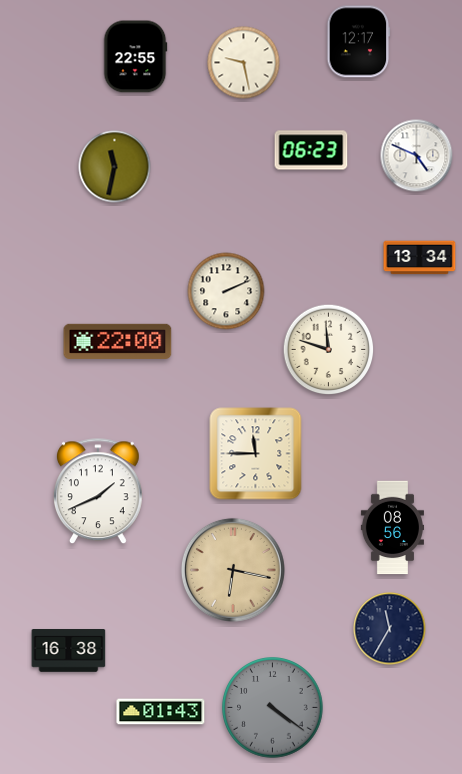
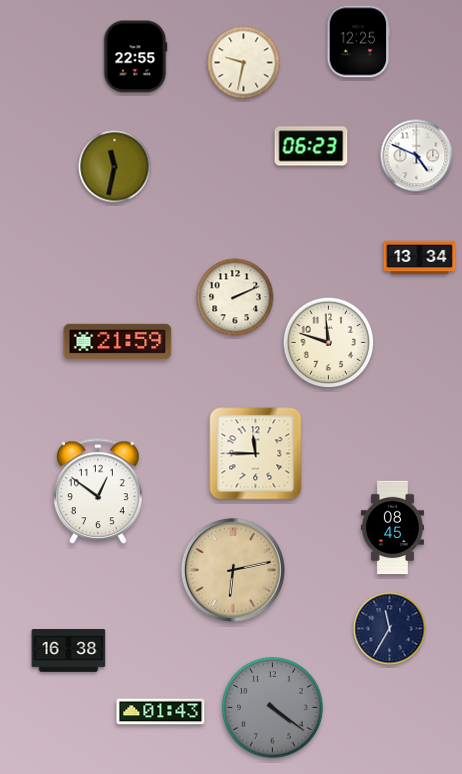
clock at (359, 42): 12:17 -> 12:25
clock at (244, 63): 9:28 -> 9:32
clock at (311, 150) position: (311, 150) -> (311, 146)
clock at (226, 291) position: (226, 291) -> (235, 297)
clock at (118, 341): 22:00 -> 21:59
clock at (329, 350) position: (329, 350) -> (329, 343)
clock at (98, 492): 1:41 -> 12:51
clock at (392, 528): 08:56 -> 08:45
clock at (233, 570): 6:17 -> 6:13
